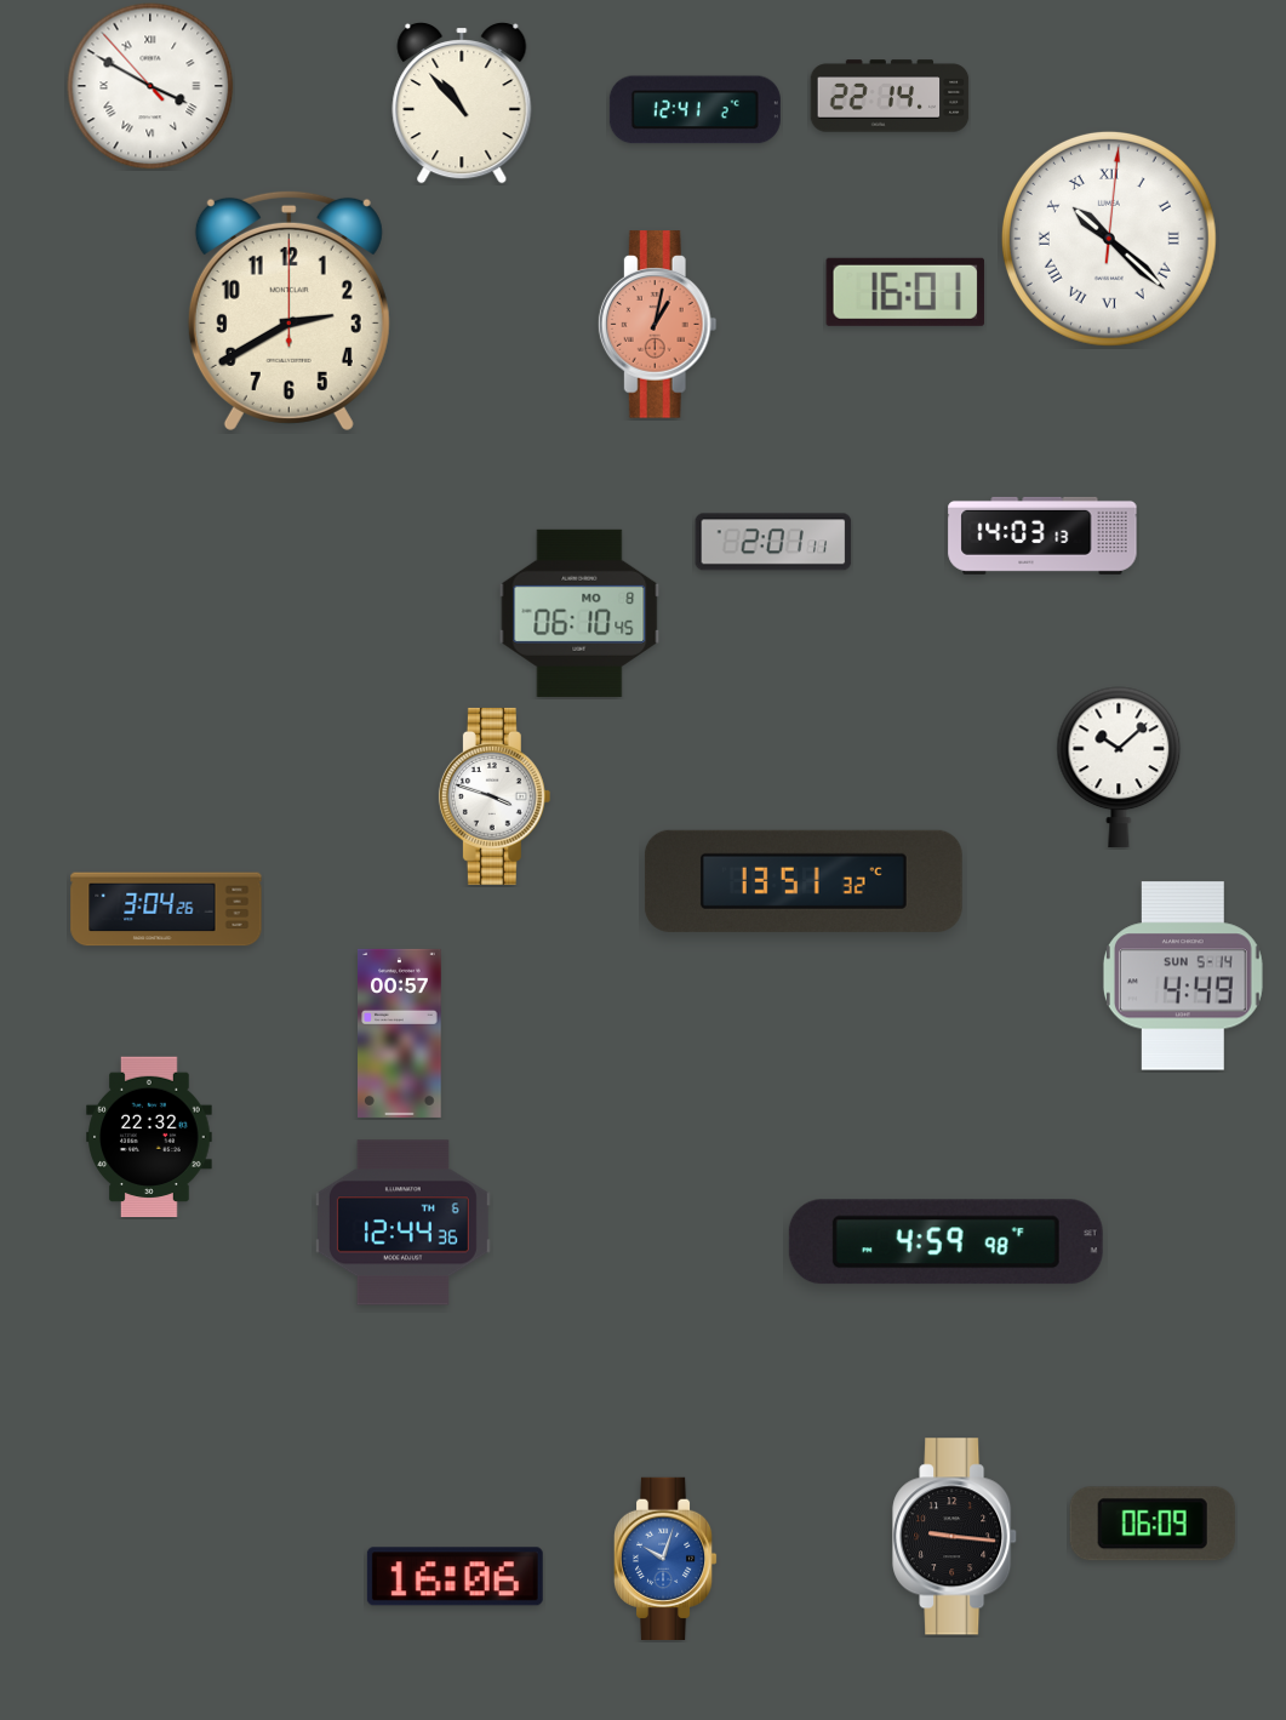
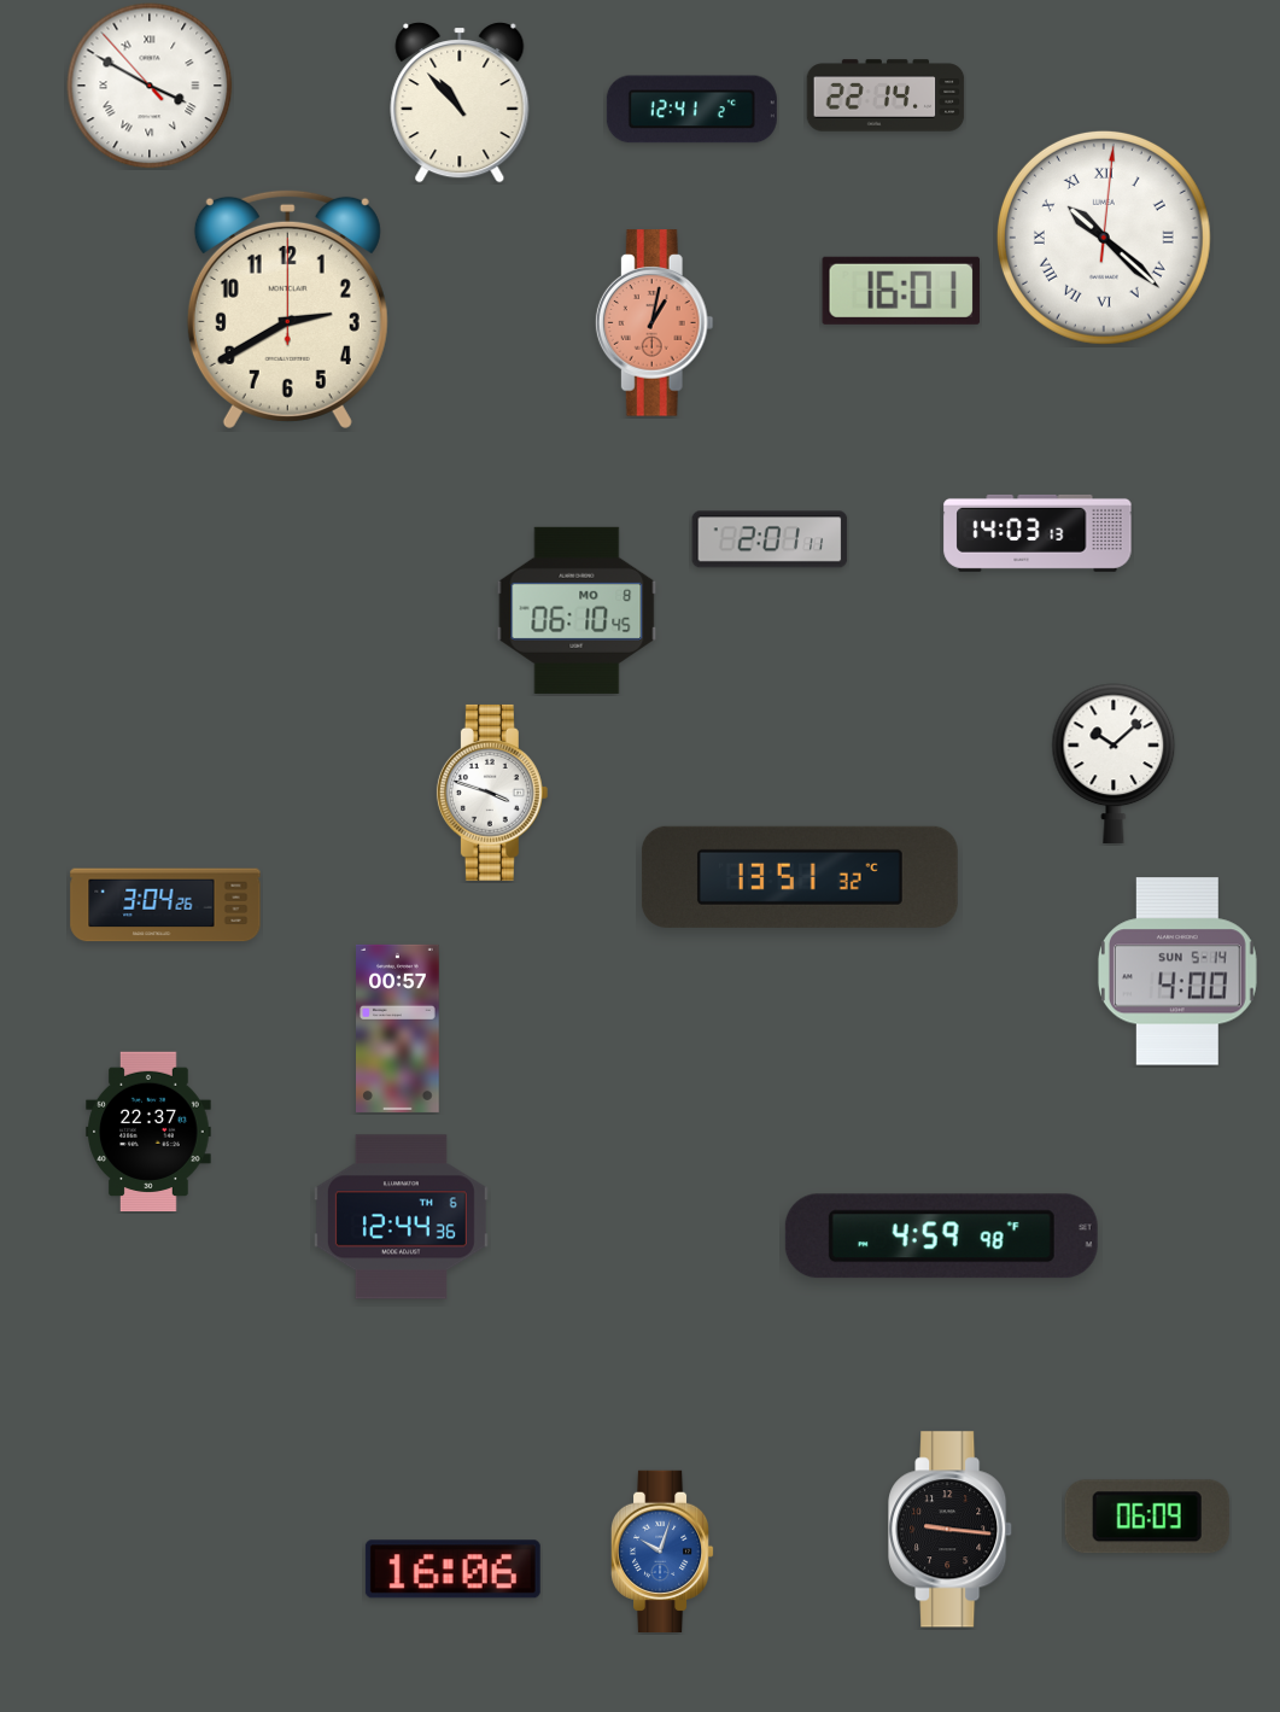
clock at (1183, 976): 4:49 -> 4:00
clock at (149, 1137): 22:32 -> 22:37
